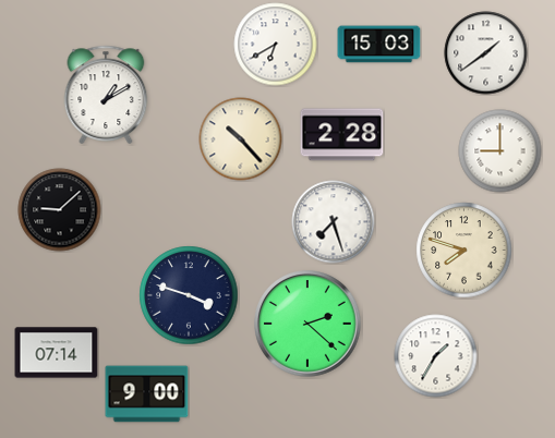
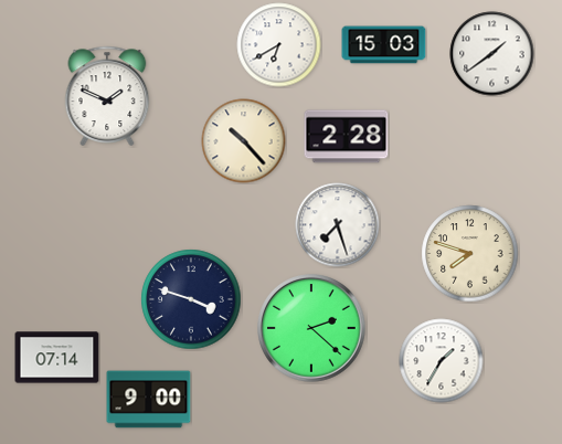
clock at (106, 95): 1:10 -> 1:49
clock at (500, 151): 9:00 -> none
clock at (60, 210): 9:08 -> none
